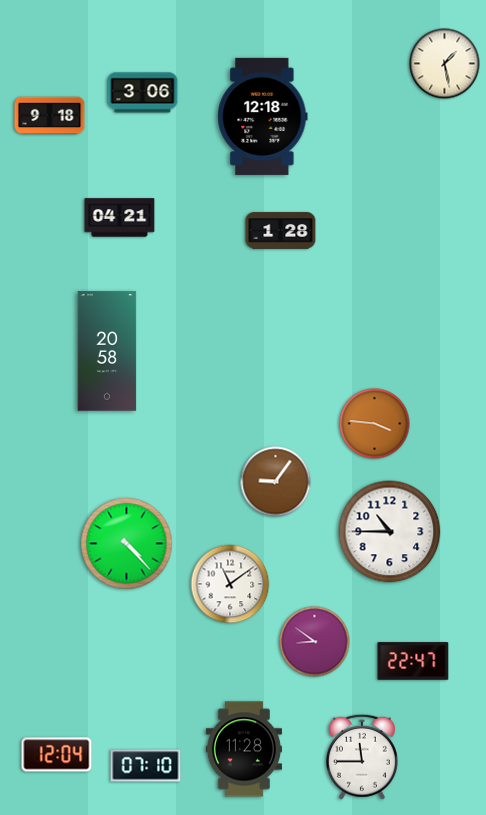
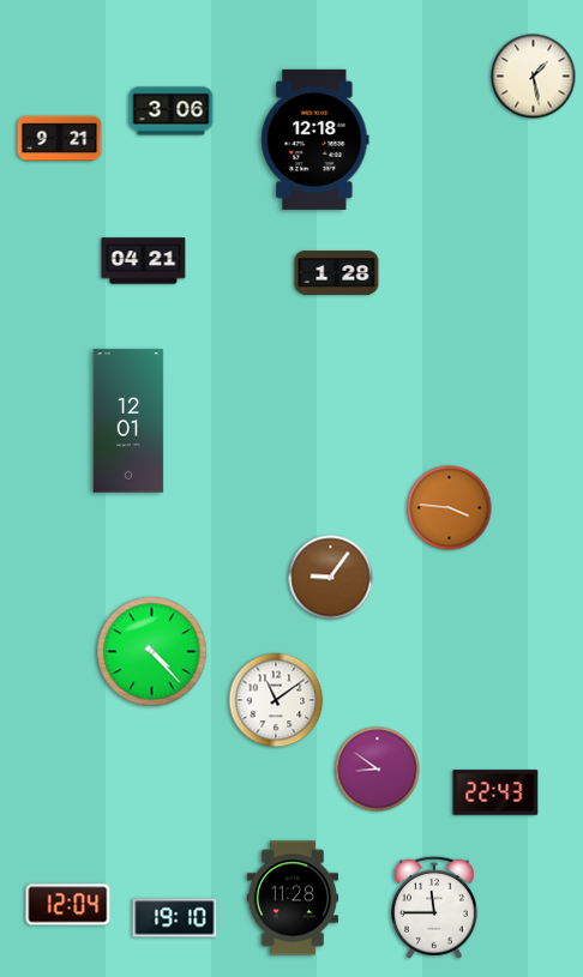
clock at (50, 116): 9:18 -> 9:21
clock at (281, 231) position: (281, 231) -> (337, 273)
clock at (107, 351): 20:58 -> 12:01
clock at (390, 532): 10:45 -> none
clock at (413, 661): 22:47 -> 22:43
clock at (146, 766): 07:10 -> 19:10
